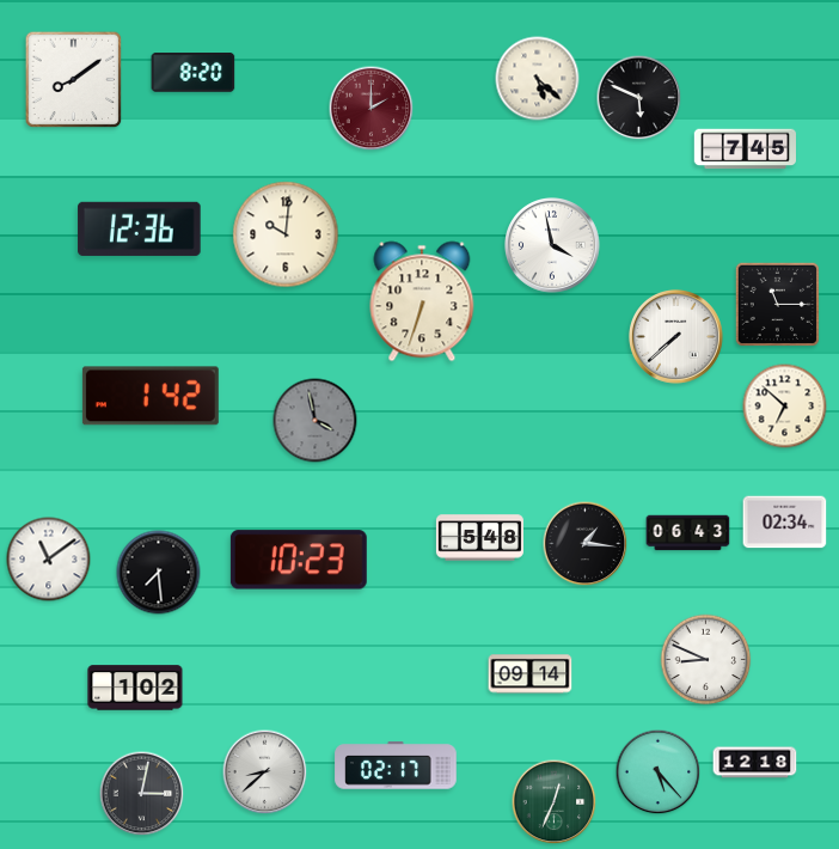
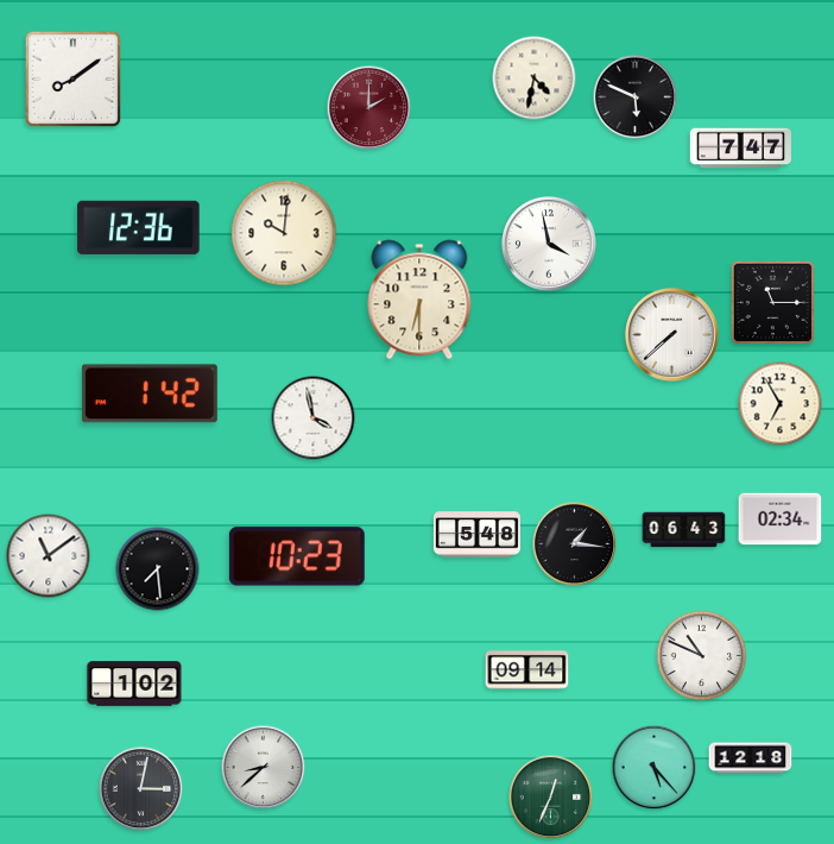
clock at (194, 73): 8:20 -> none
clock at (538, 79): 5:22 -> 4:32
clock at (746, 149): 7:45 -> 7:47
clock at (422, 301): 6:33 -> 6:30
clock at (785, 407): 6:52 -> 6:55
clock at (316, 421) dial: grey -> white
clock at (586, 544) position: (586, 544) -> (575, 544)
clock at (706, 660): 8:49 -> 10:49
clock at (396, 765): 02:17 -> none
